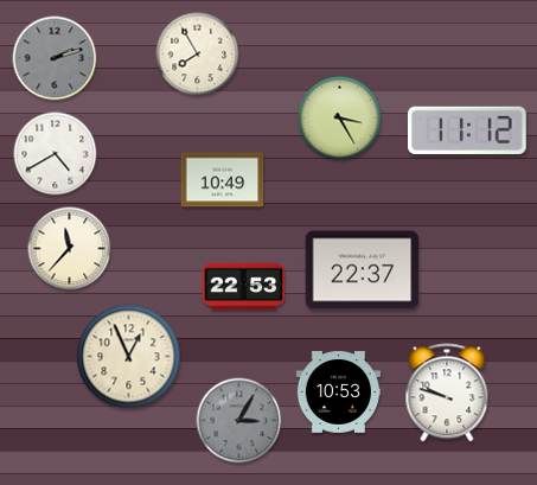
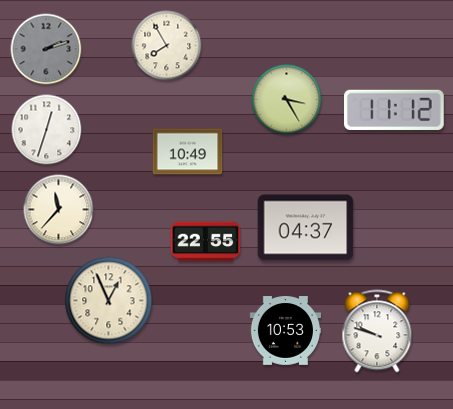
clock at (56, 154): 4:40 -> 12:33
clock at (363, 270): 22:37 -> 04:37
clock at (244, 287): 22:53 -> 22:55
clock at (239, 421): 3:05 -> none
